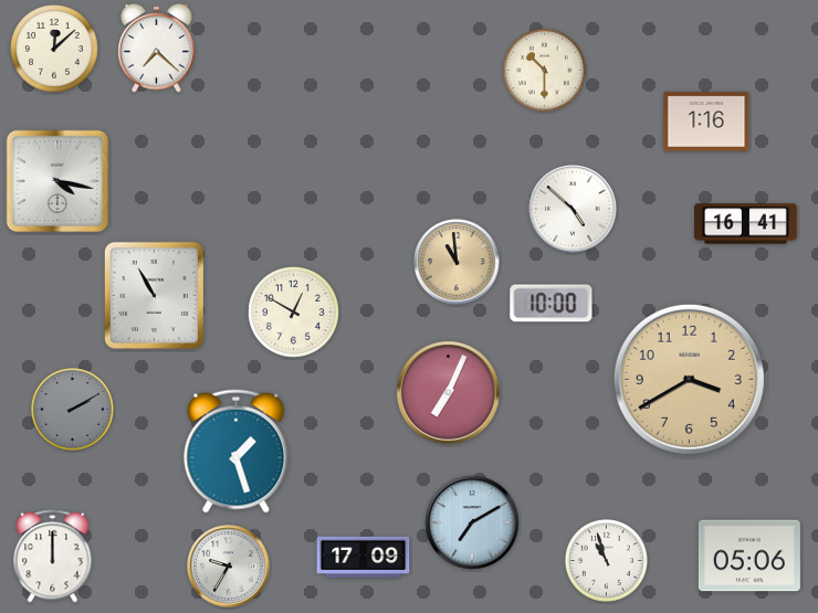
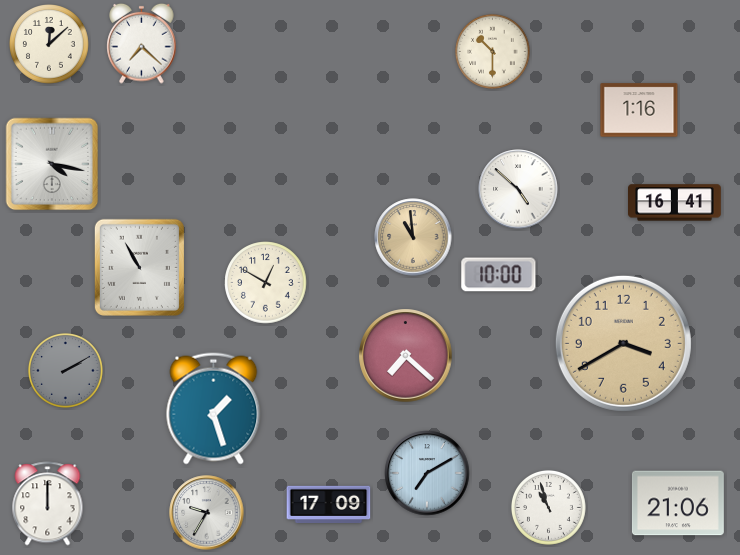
clock at (544, 70) position: (544, 70) -> (492, 51)
clock at (449, 393): 7:04 -> 7:22
clock at (749, 556): 05:06 -> 21:06
